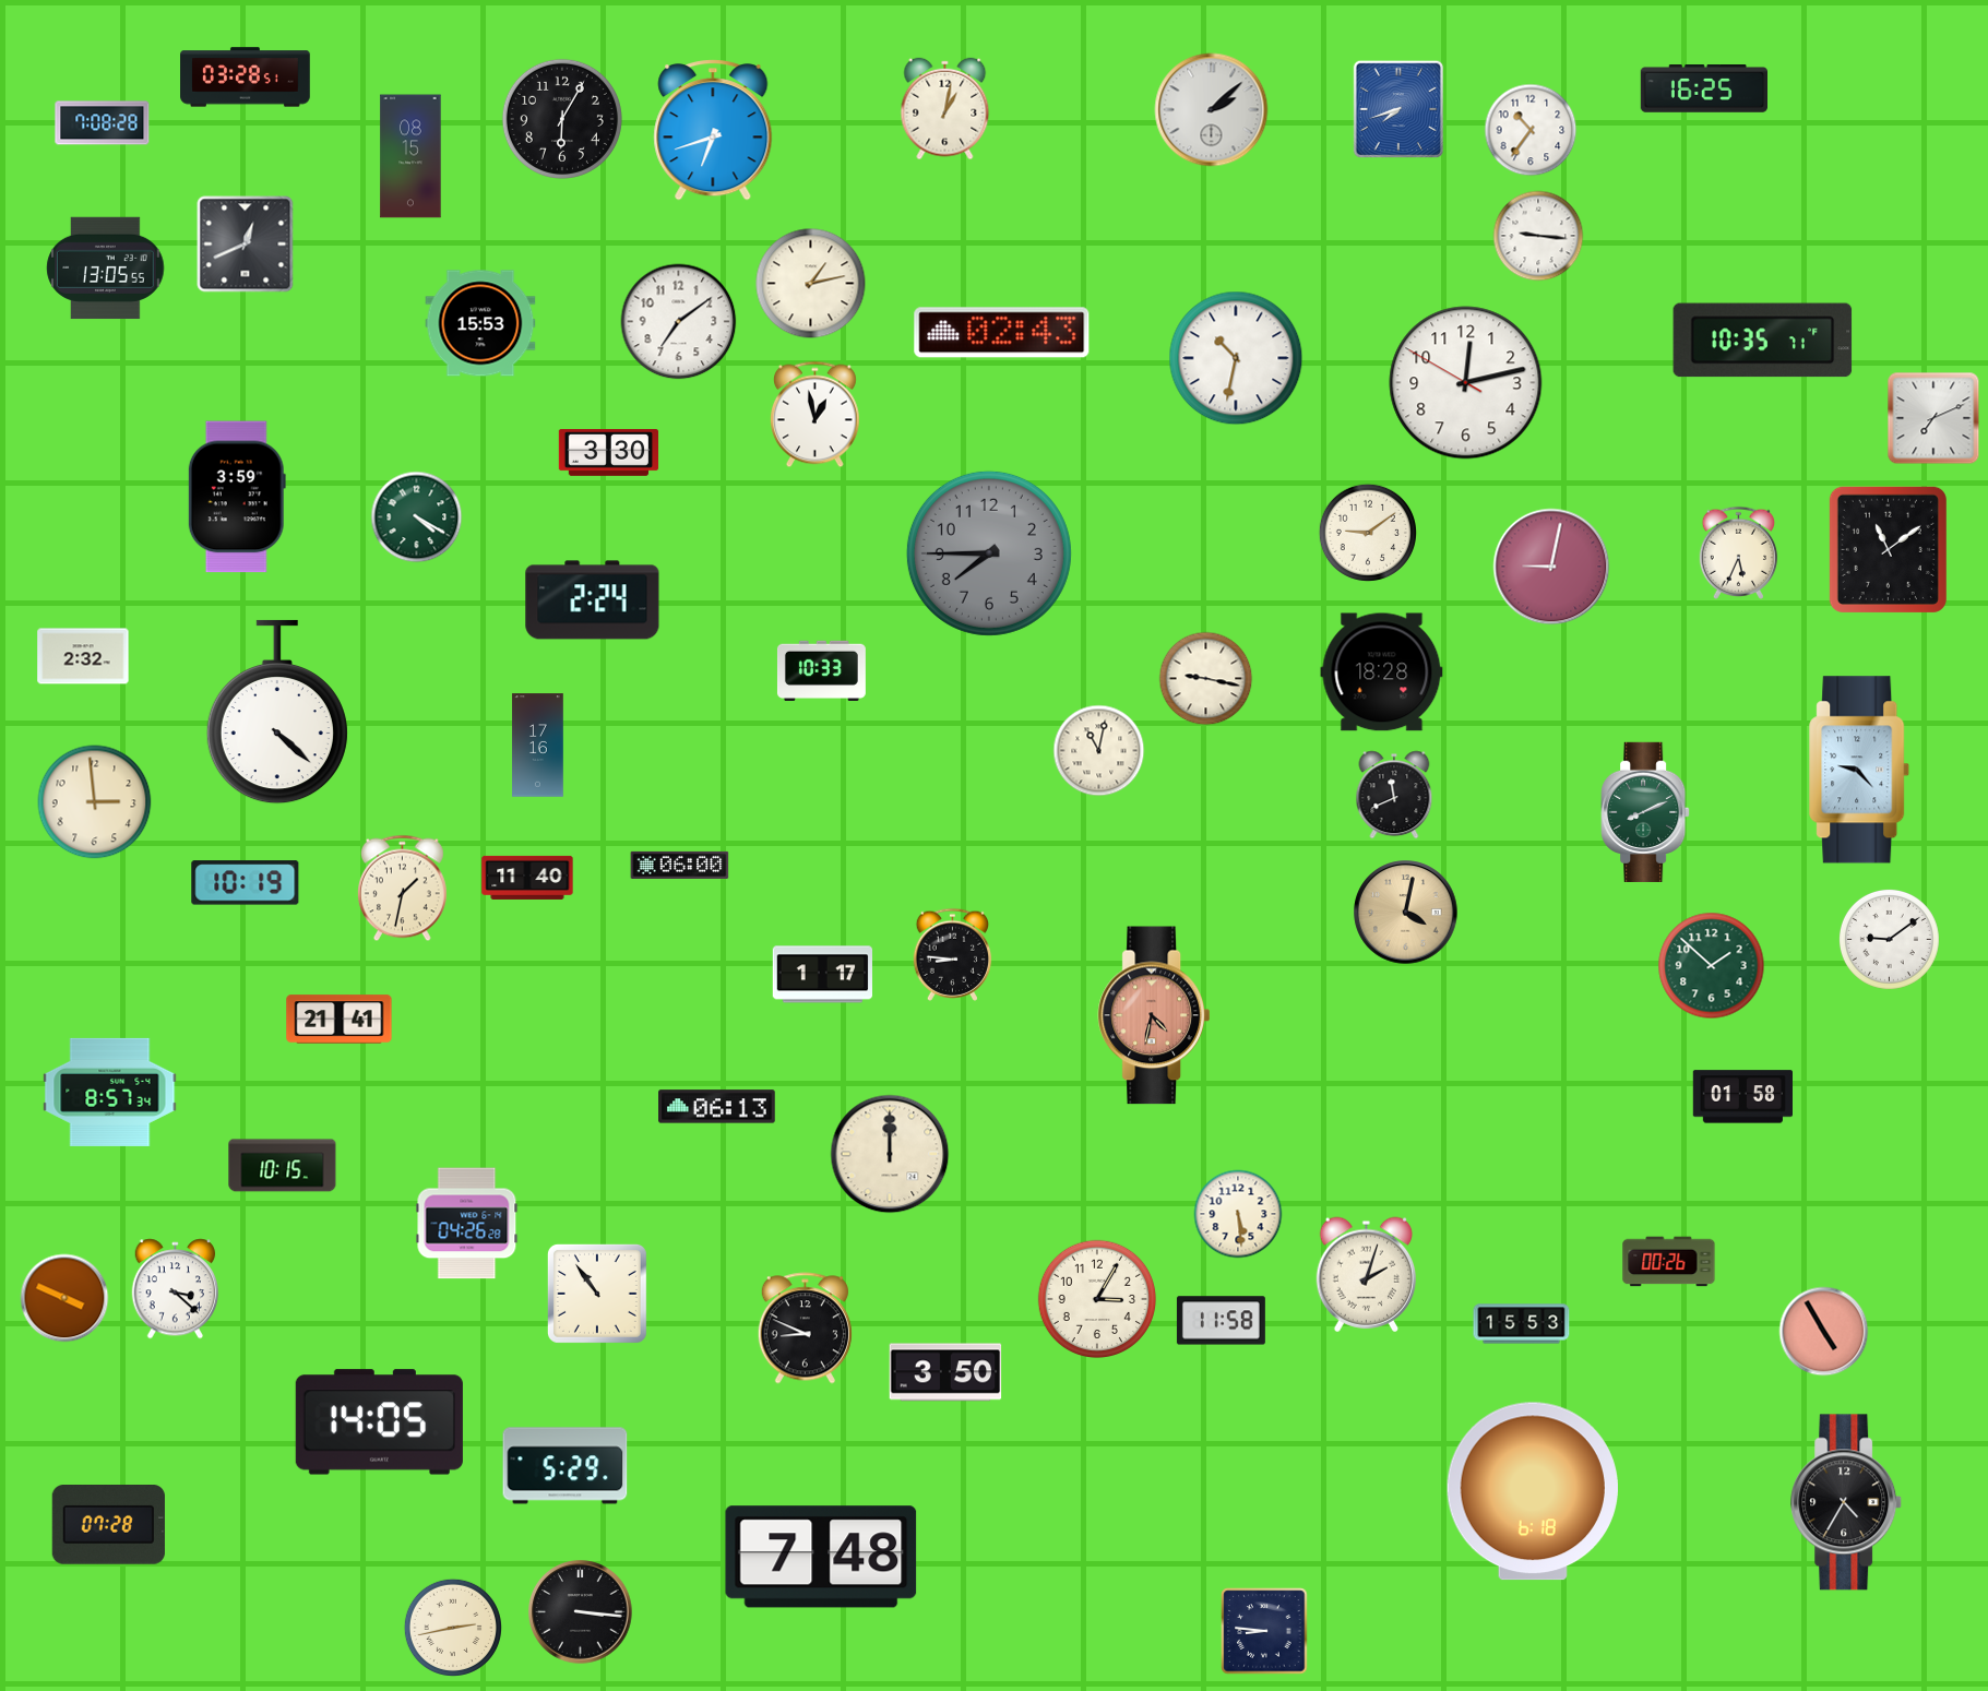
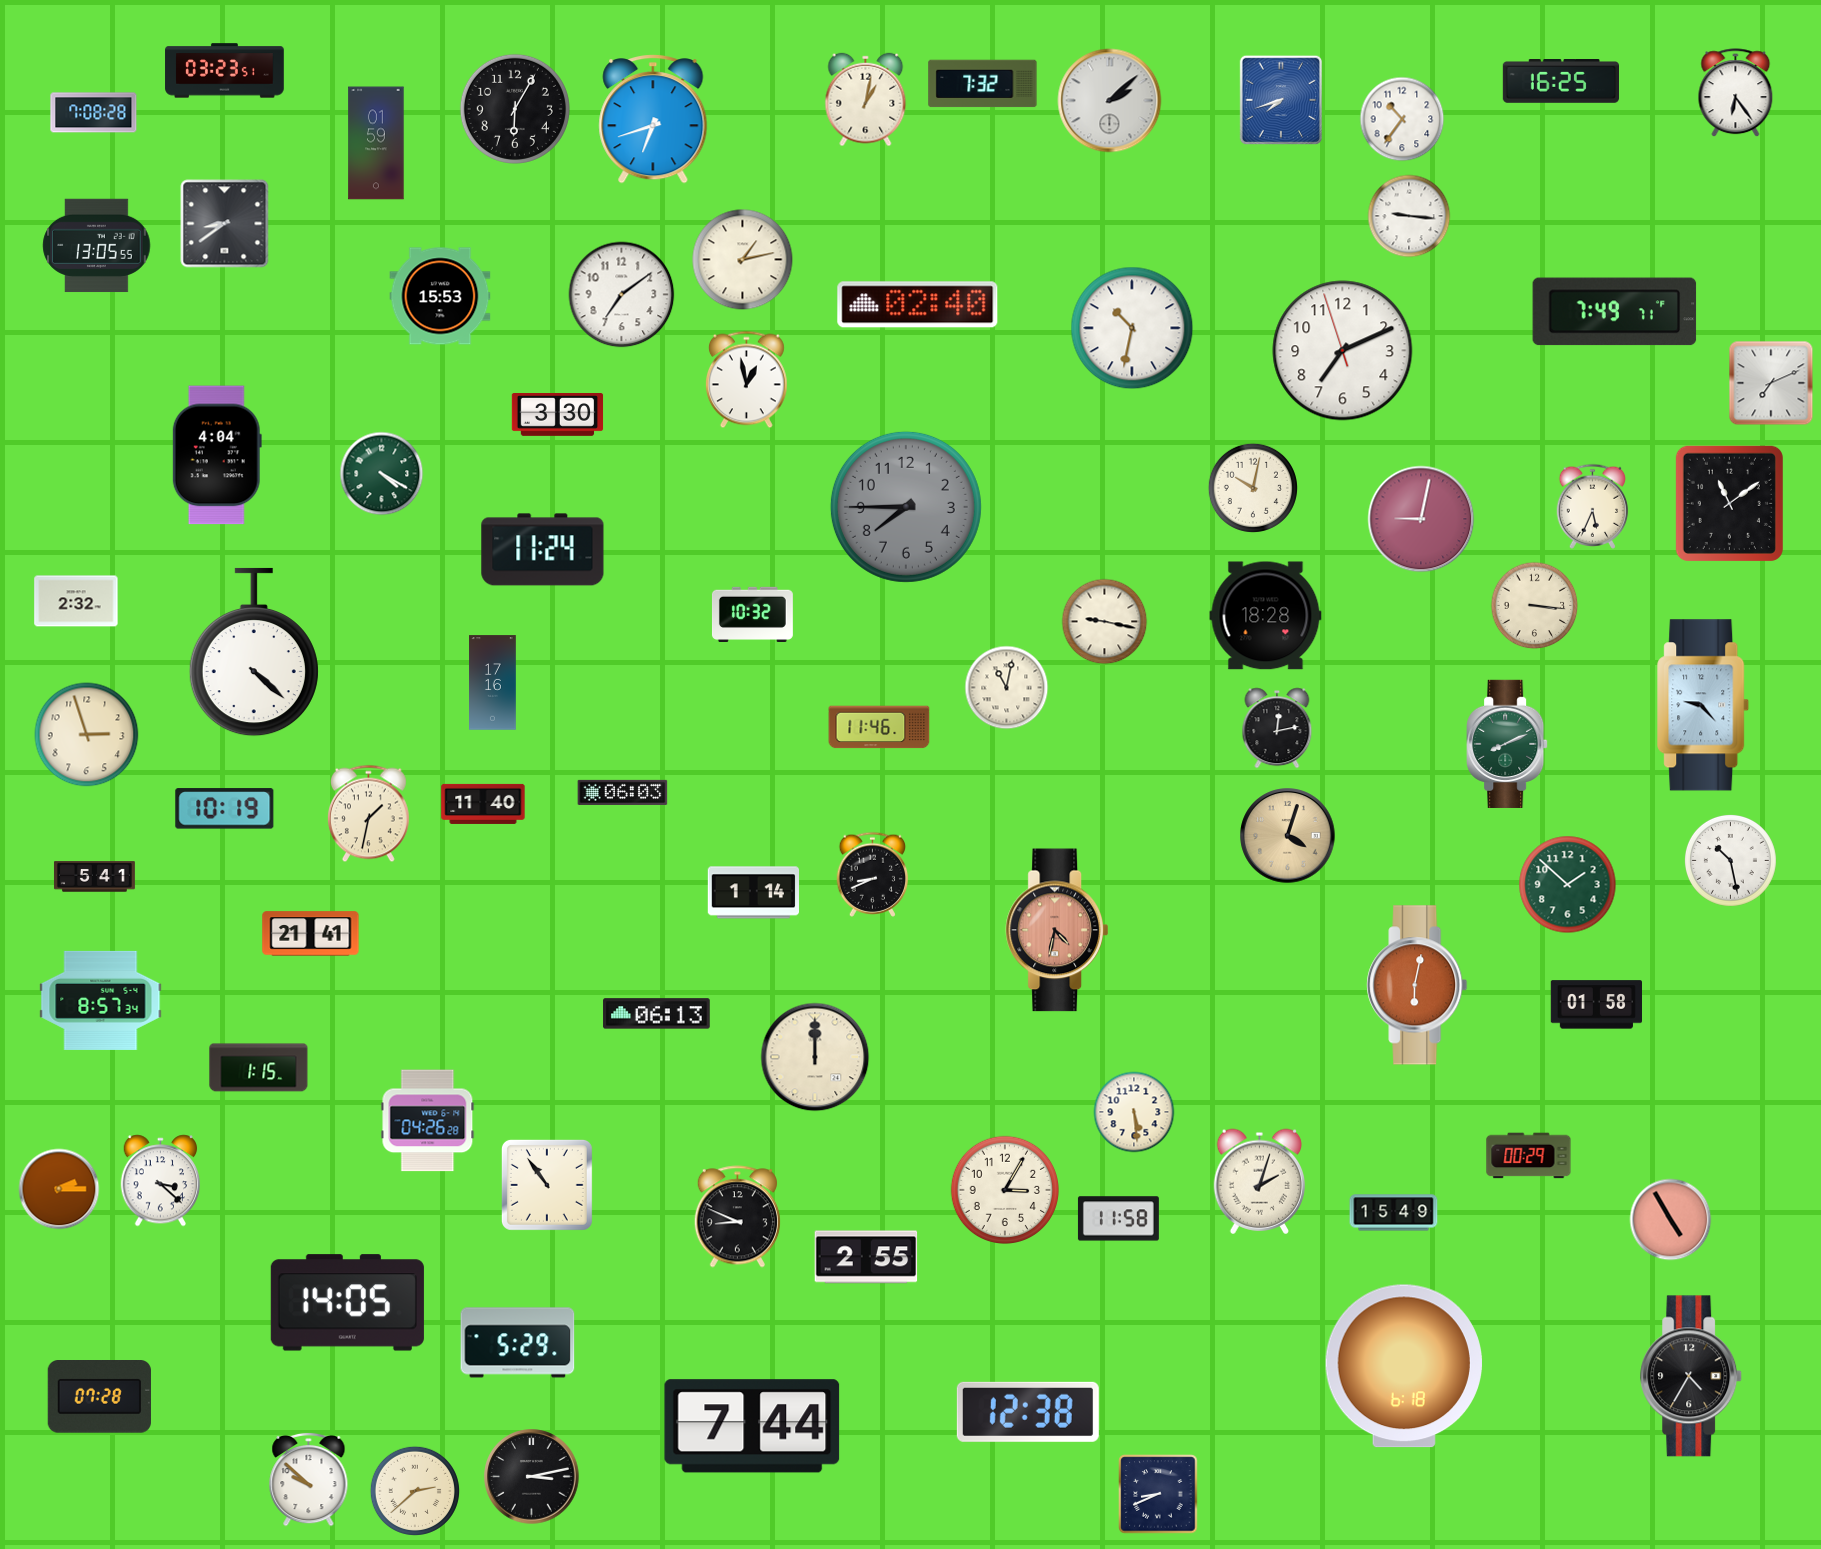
clock at (246, 78): 03:28 -> 03:23
clock at (983, 84): none -> 7:32
clock at (1736, 93): none -> 6:24
clock at (410, 156): 08:15 -> 01:59
clock at (246, 245): 12:41 -> 8:39
clock at (1002, 333): 02:43 -> 02:40
clock at (1763, 341): 10:35 -> 7:49
clock at (1466, 383): 12:12 -> 7:10
clock at (237, 497): 3:59 -> 4:04
clock at (1368, 533): 9:09 -> 10:02
clock at (593, 600): 2:24 -> 11:24
clock at (1535, 606): none -> 3:16
clock at (821, 670): 10:33 -> 10:32
clock at (879, 727): none -> 11:46
clock at (1394, 795): 11:41 -> 12:13
clock at (95, 802): 2:59 -> 2:57
clock at (680, 865): 06:00 -> 06:03
clock at (1406, 913): 4:02 -> 4:03
clock at (1889, 939): 9:09 -> 10:28
clock at (953, 954): 8:46 -> 8:41
clock at (94, 877): none -> 5:41
clock at (822, 975): 1:17 -> 1:14
clock at (1417, 985): none -> 6:02
clock at (283, 1166): 10:15 -> 1:15
clock at (1669, 1262): 00:26 -> 00:29
clock at (1367, 1274) position: (1367, 1274) -> (1260, 1181)
clock at (64, 1298): 3:49 -> 2:15
clock at (1221, 1321) position: (1221, 1321) -> (1118, 1219)
clock at (1522, 1324): 15:53 -> 15:49
clock at (945, 1372): 3:50 -> 2:55
clock at (1028, 1412): none -> 12:38
clock at (821, 1557): 7:48 -> 7:44
clock at (581, 1612): 3:16 -> 3:13
clock at (309, 1479): none -> 9:52
clock at (453, 1628): 2:43 -> 2:38
clock at (1264, 1631): 8:46 -> 8:41
